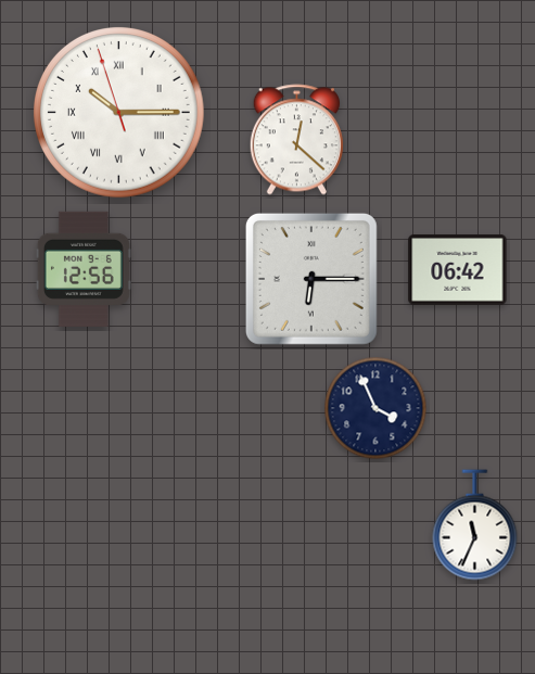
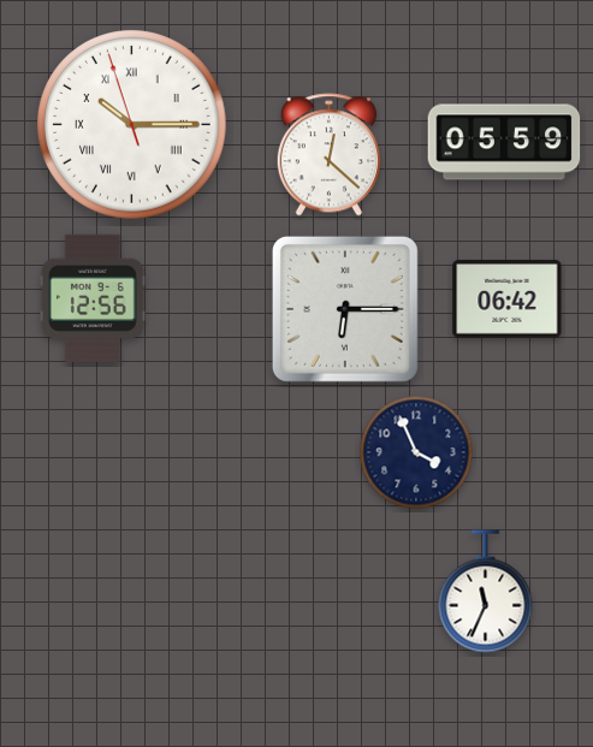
clock at (504, 142): none -> 05:59
clock at (475, 525) position: (475, 525) -> (486, 592)
